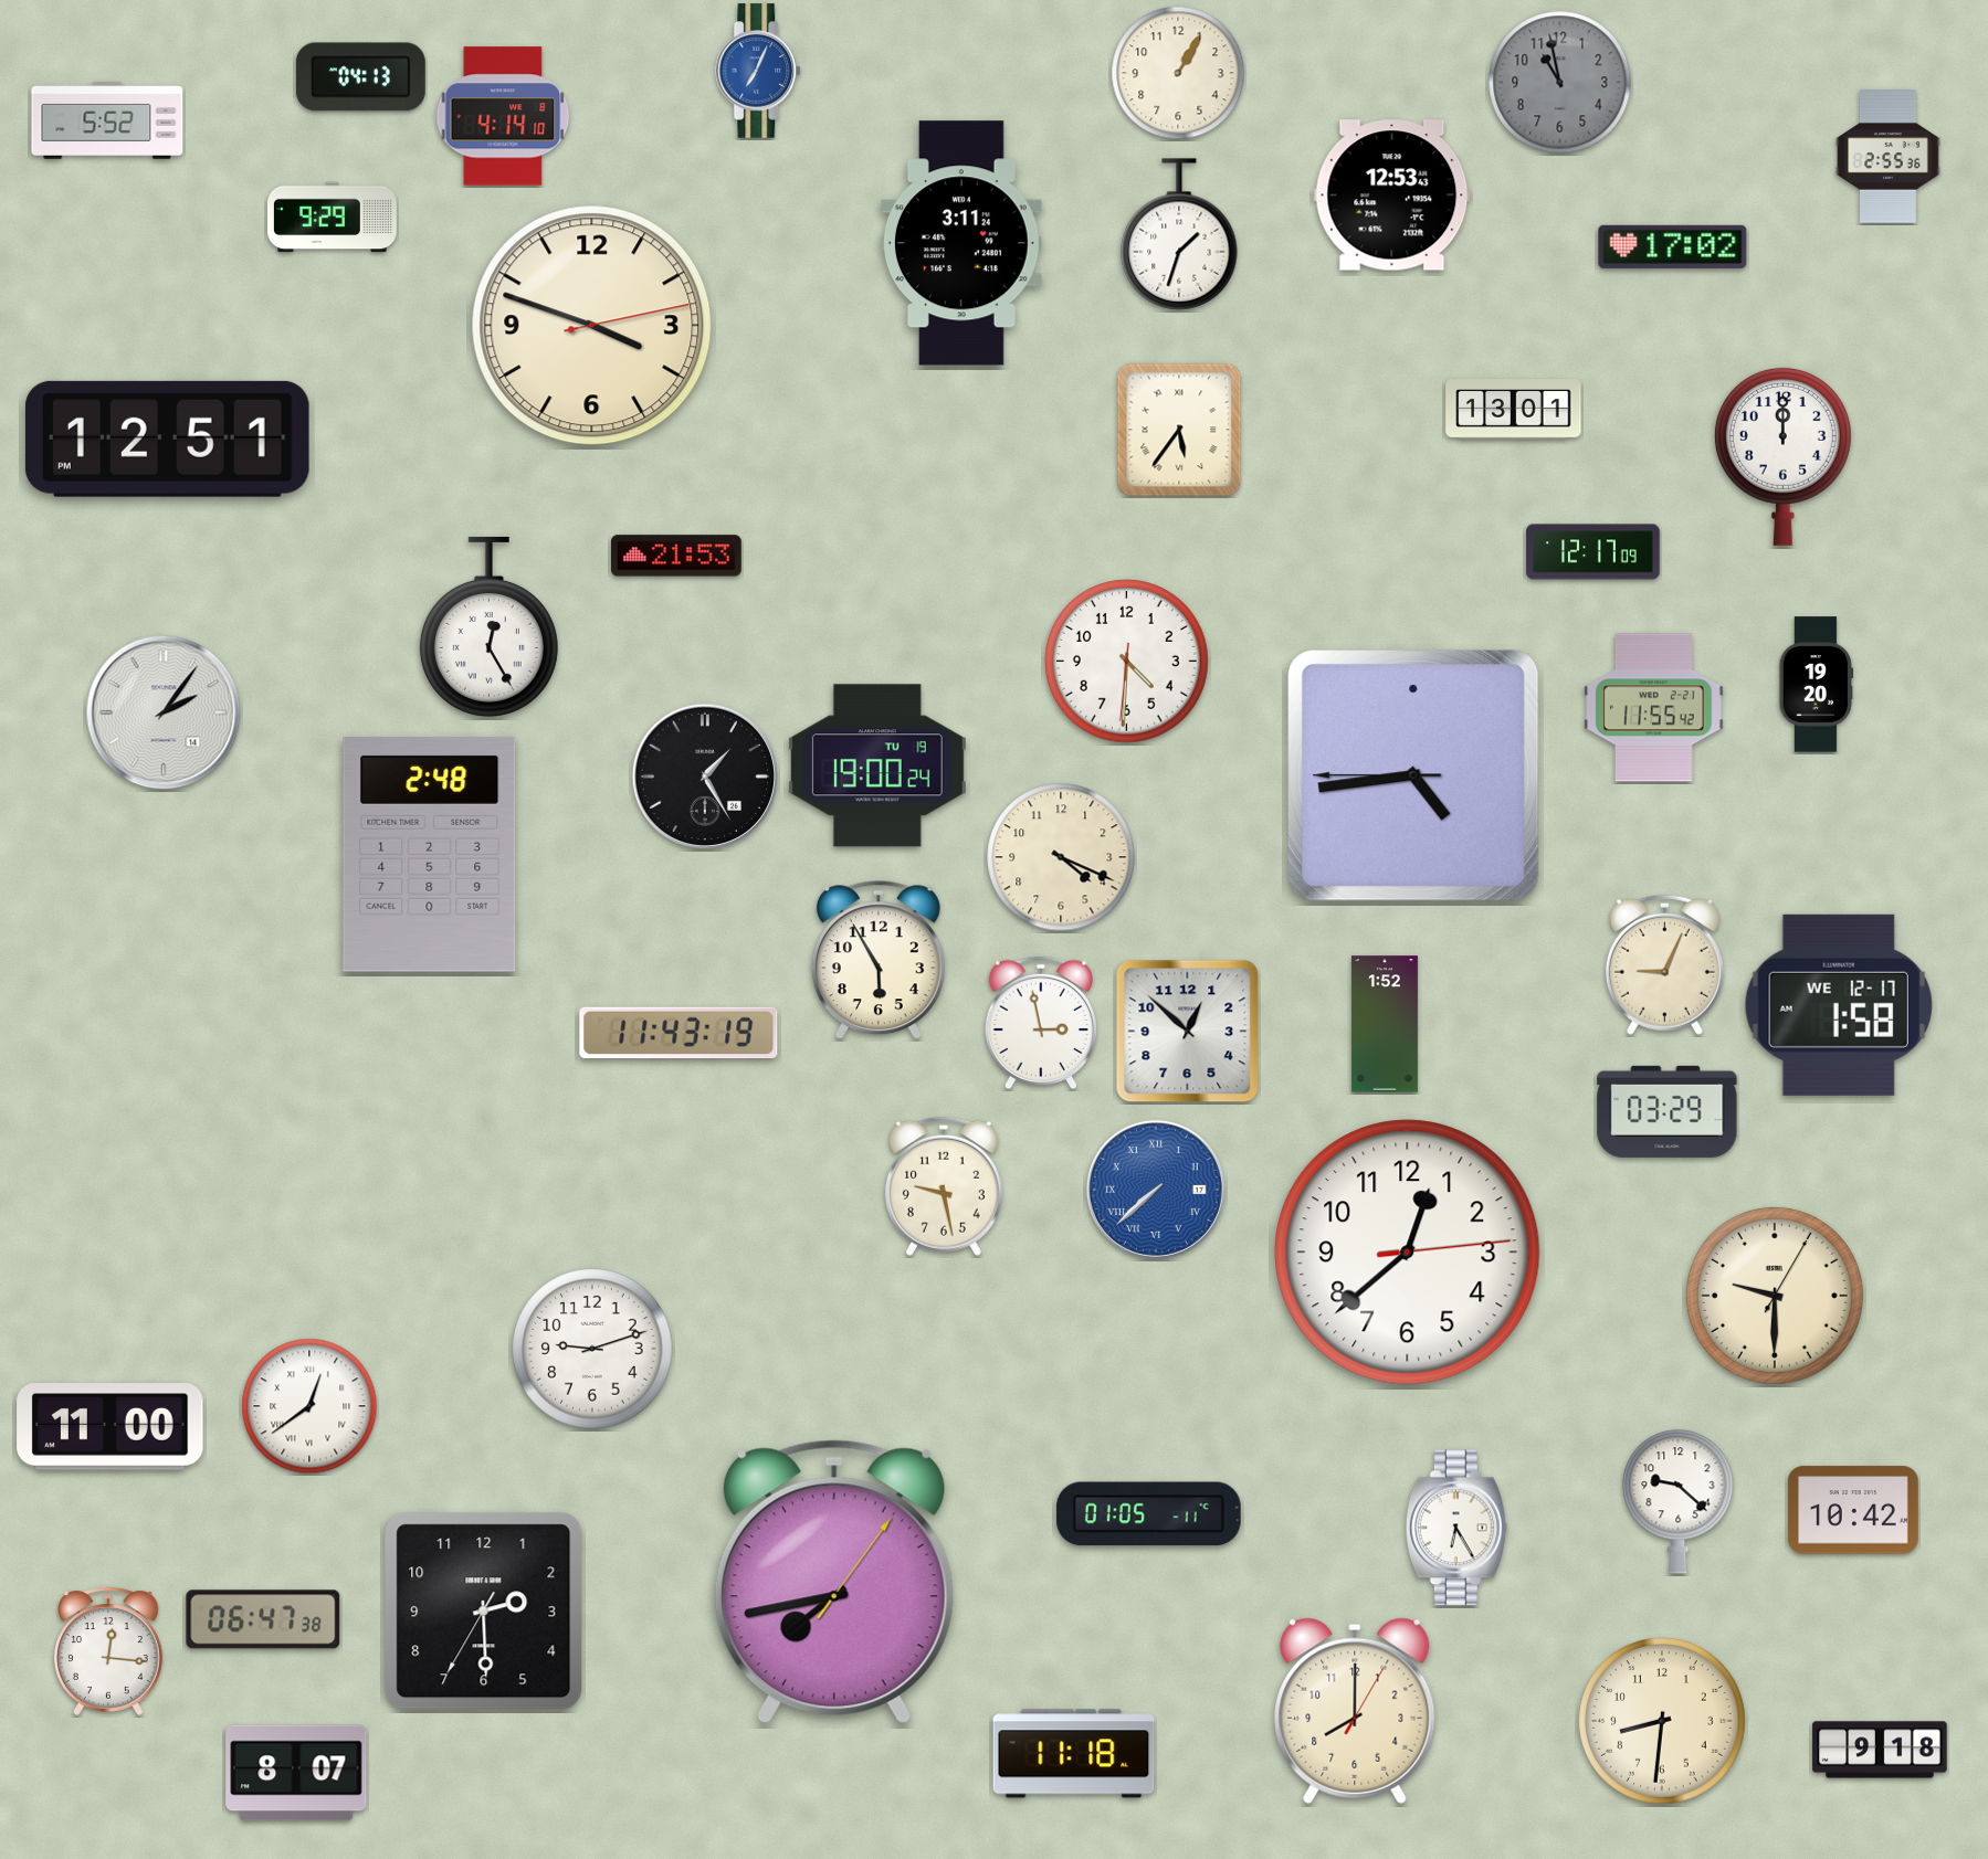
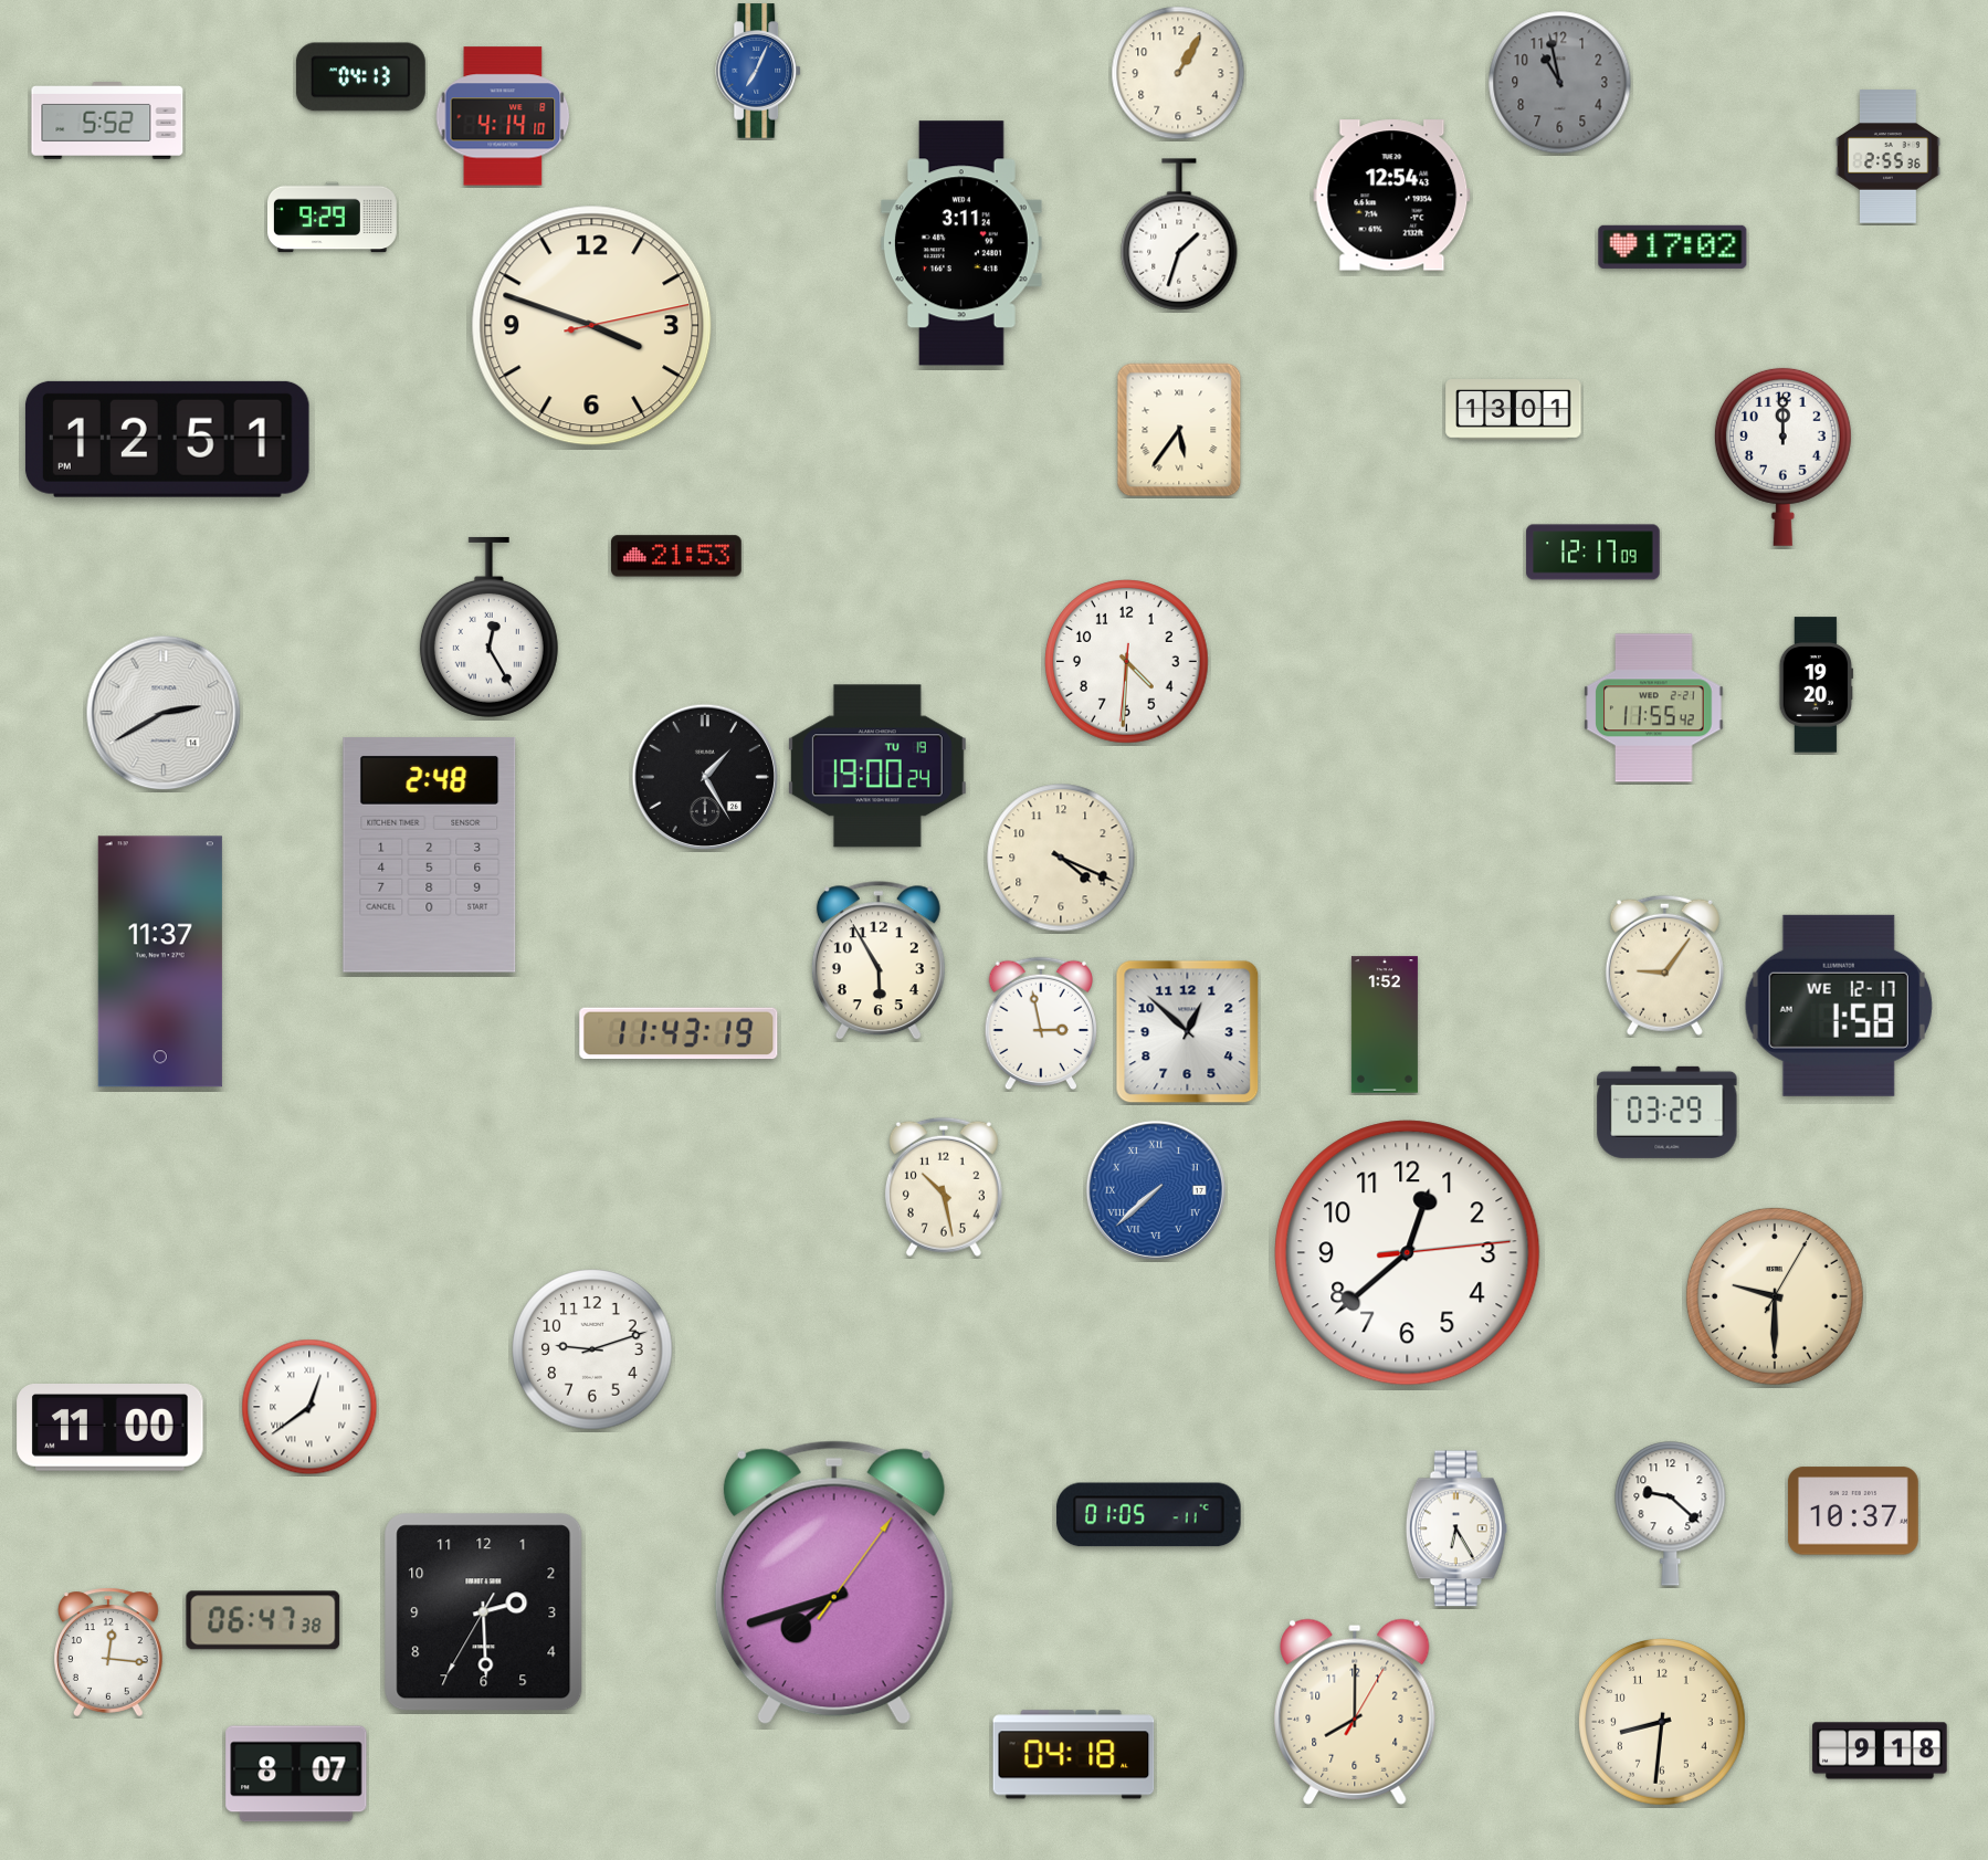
clock at (1392, 196): 12:53 -> 12:54
clock at (164, 712): 2:06 -> 2:40
clock at (1413, 775): 4:43 -> none
clock at (160, 961): none -> 11:37
clock at (1664, 964): 9:04 -> 9:06
clock at (944, 1186): 9:28 -> 10:28
clock at (1679, 1502) position: (1679, 1502) -> (1671, 1514)
clock at (1853, 1510): 10:42 -> 10:37
clock at (834, 1582): 7:43 -> 7:42
clock at (1074, 1754): 11:18 -> 04:18
